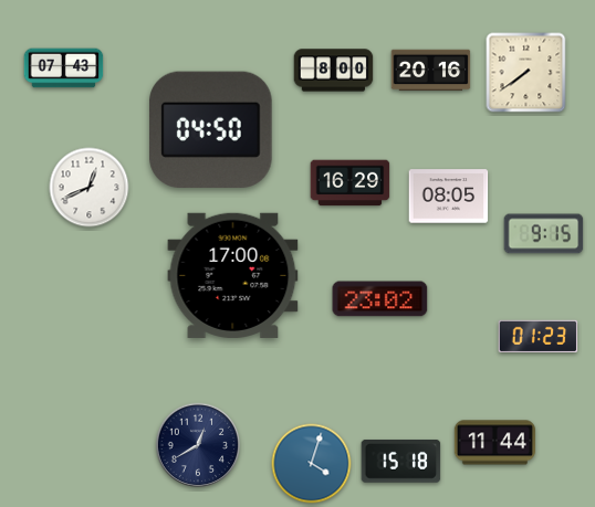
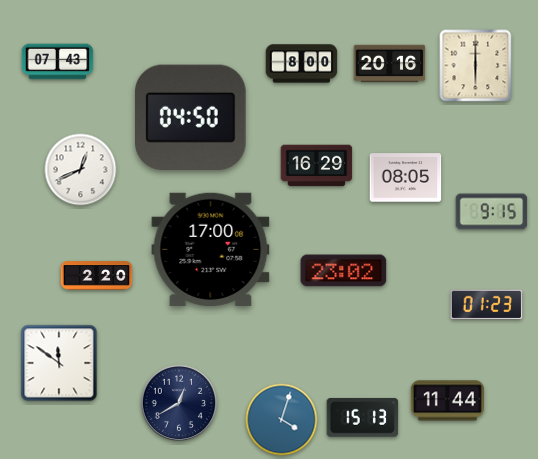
clock at (526, 73): 7:39 -> 6:00
clock at (97, 276): none -> 2:20
clock at (59, 363): none -> 11:51
clock at (401, 461): 15:18 -> 15:13
